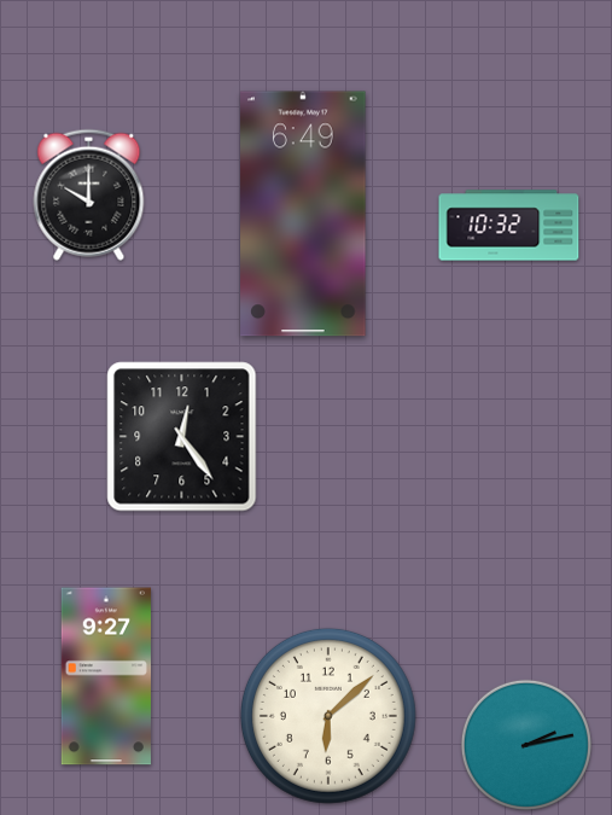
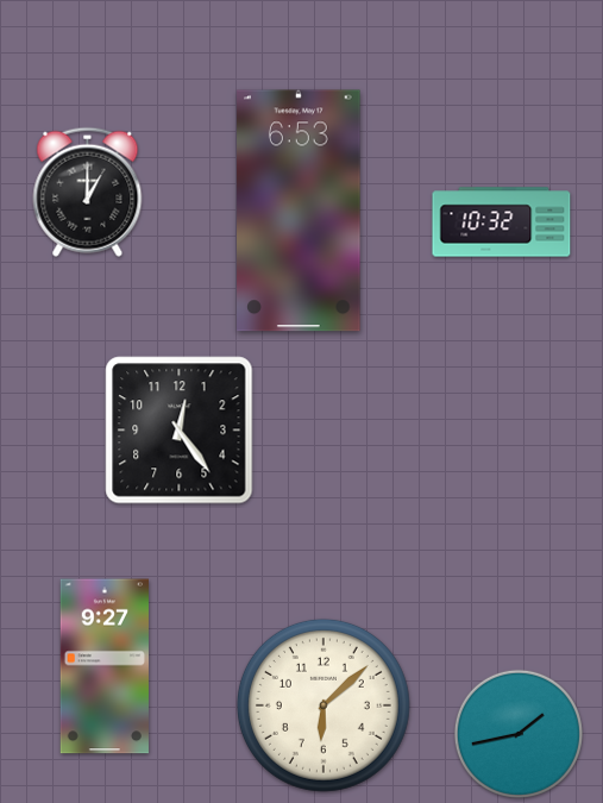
clock at (89, 194): 10:00 -> 1:00
clock at (303, 214): 6:49 -> 6:53
clock at (526, 745): 2:13 -> 1:43
